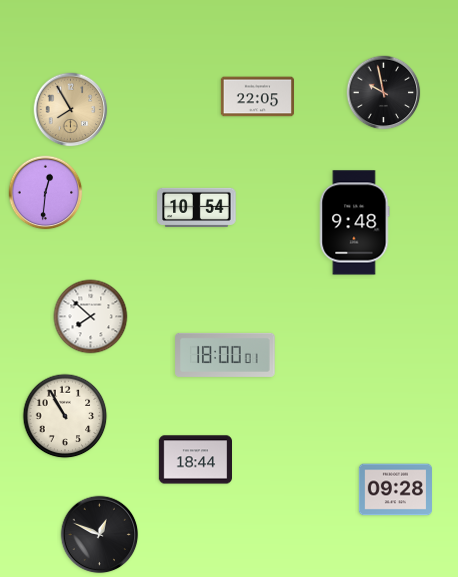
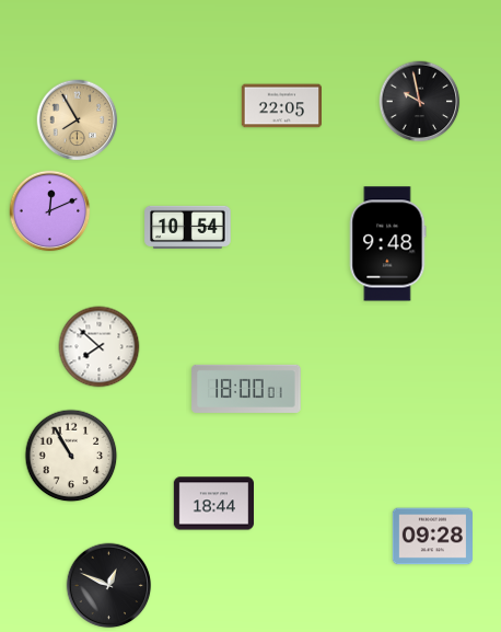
clock at (46, 193): 12:31 -> 12:11
clock at (197, 207) position: (197, 207) -> (188, 227)
